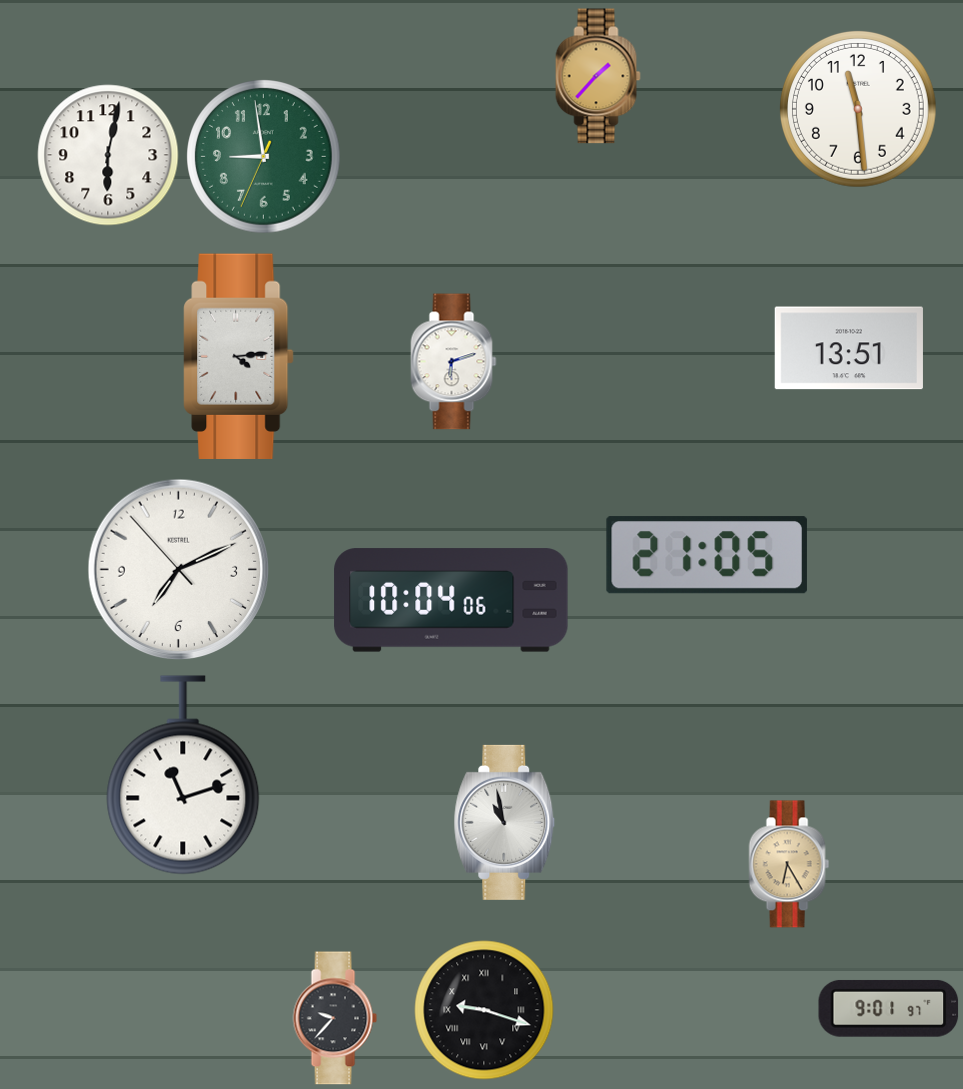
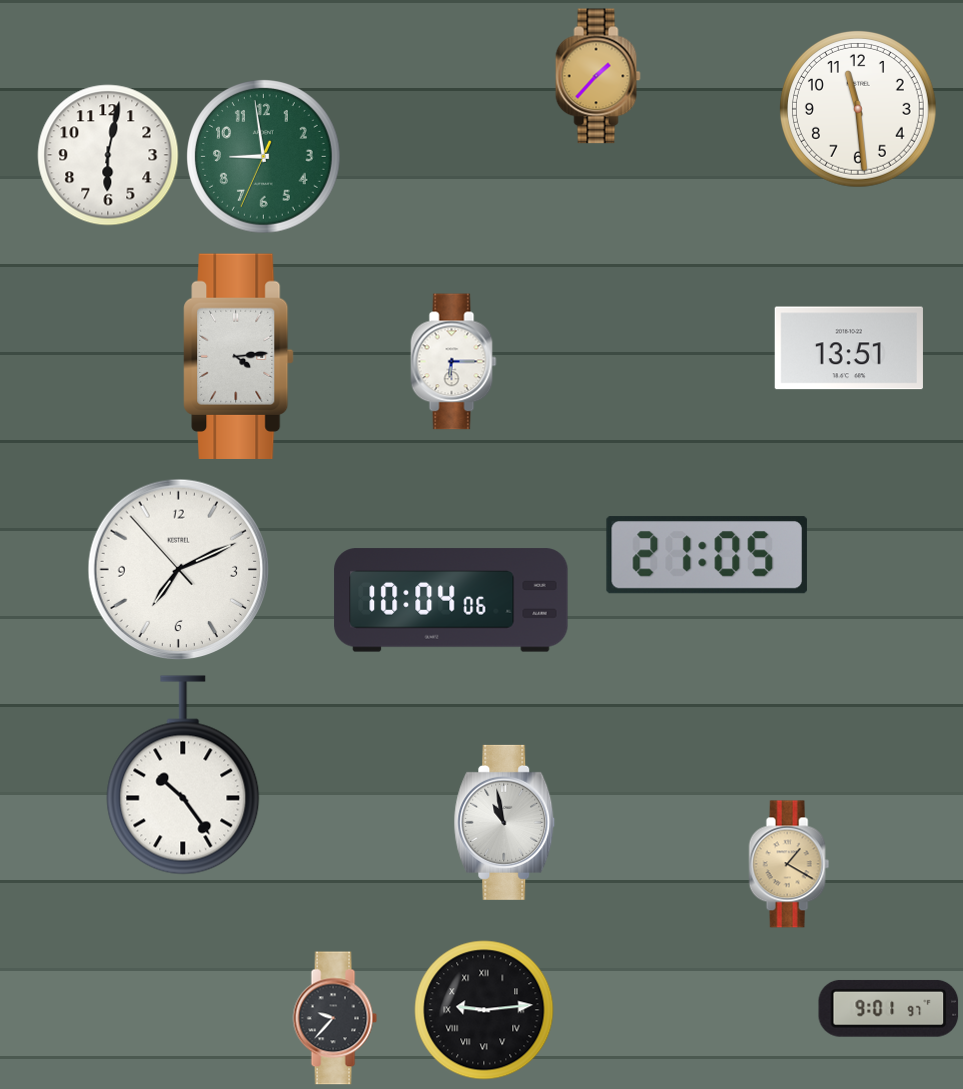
clock at (454, 362): 6:12 -> 6:15
clock at (183, 775): 11:12 -> 10:24
clock at (789, 864): 6:25 -> 1:20
clock at (484, 1010): 9:18 -> 9:14
